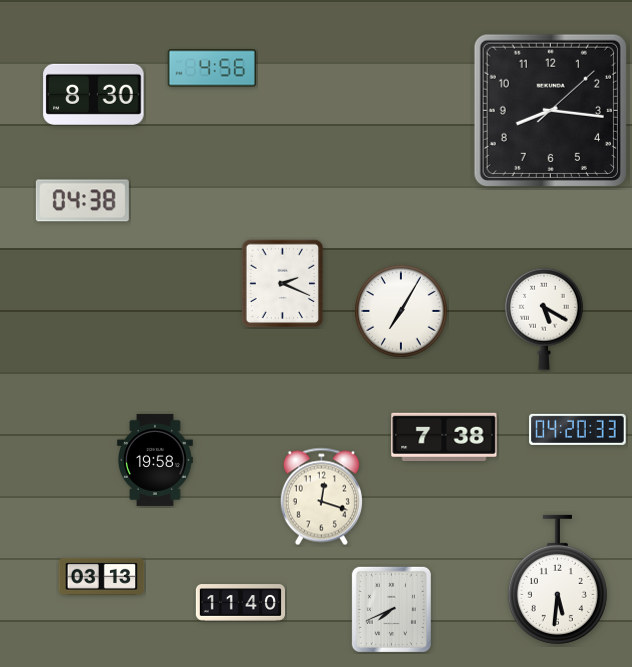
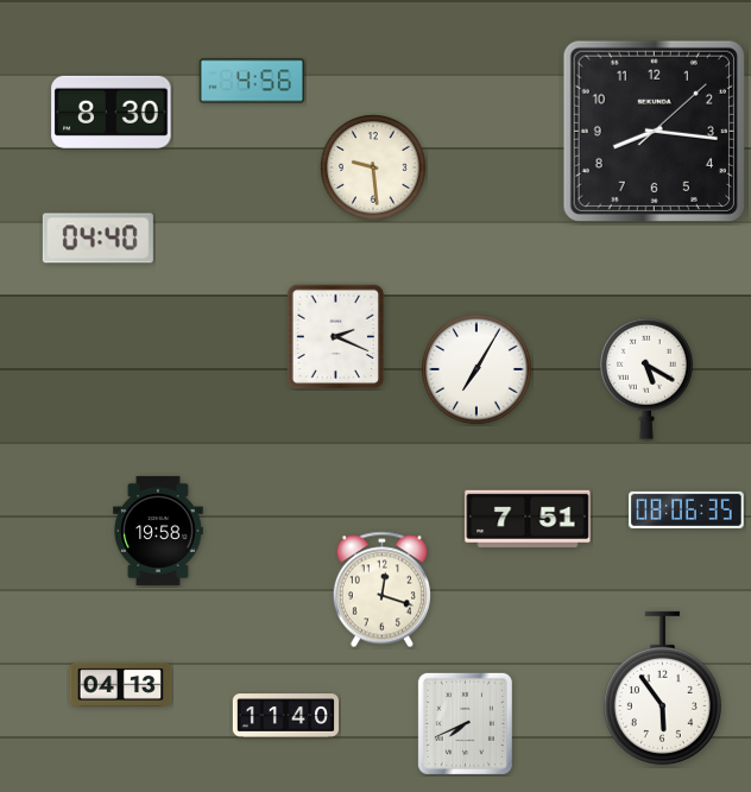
clock at (373, 167): none -> 9:29
clock at (82, 201): 04:38 -> 04:40
clock at (578, 429): 04:20 -> 08:06
clock at (444, 436): 7:38 -> 7:51
clock at (156, 460) position: (156, 460) -> (159, 531)
clock at (102, 576): 03:13 -> 04:13
clock at (557, 579): 5:31 -> 5:54
